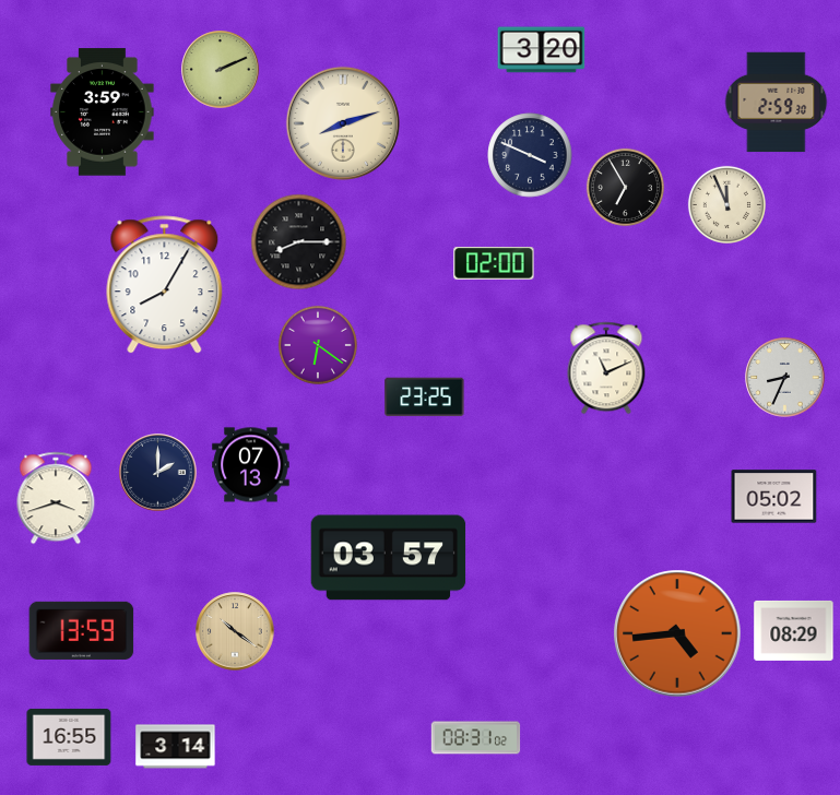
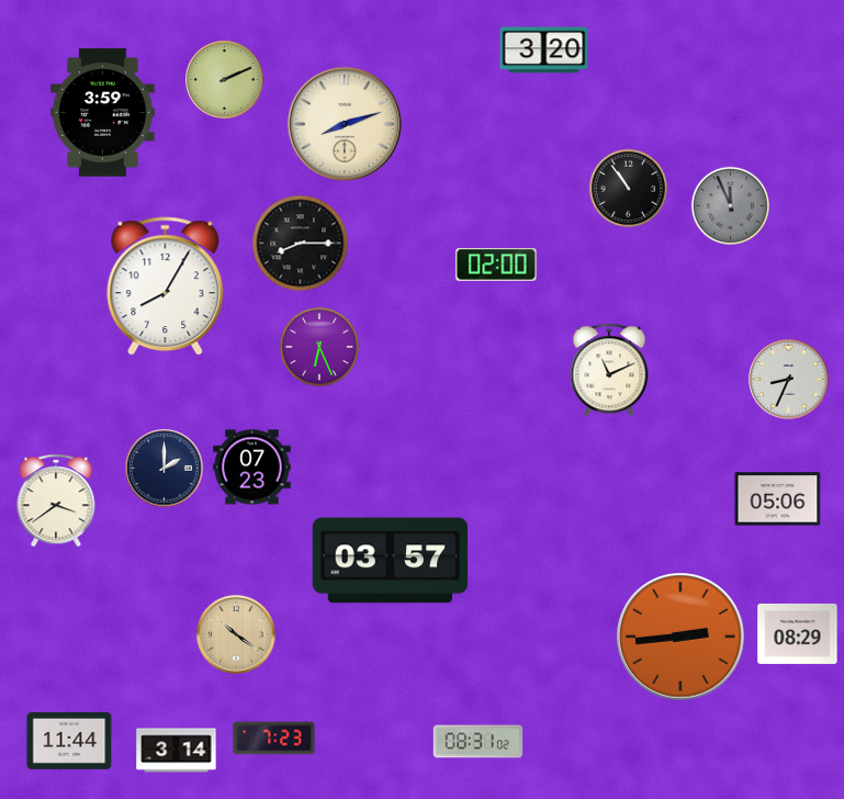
clock at (221, 70) position: (221, 70) -> (225, 80)
clock at (777, 103): 2:59 -> none
clock at (530, 155): 3:49 -> none
clock at (625, 187): 6:55 -> 10:54
clock at (726, 204) dial: cream -> grey
clock at (318, 345): 6:21 -> 6:26
clock at (425, 397): 23:25 -> none
clock at (251, 465): 07:13 -> 07:23
clock at (158, 473) position: (158, 473) -> (165, 469)
clock at (774, 497): 05:02 -> 05:06
clock at (56, 498): 3:42 -> 3:39
clock at (82, 630): 13:59 -> none
clock at (677, 633): 4:44 -> 2:44
clock at (274, 739): none -> 7:23
clock at (69, 737): 16:55 -> 11:44
